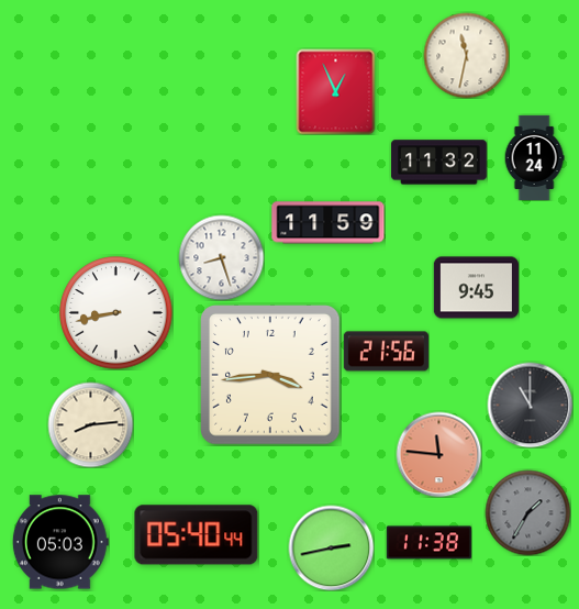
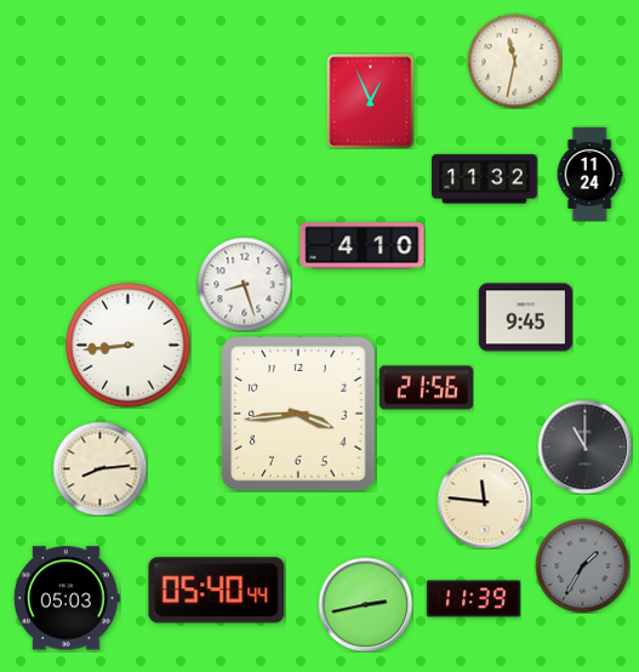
clock at (329, 223): 11:59 -> 4:10
clock at (116, 313): 8:43 -> 8:44
clock at (438, 454) dial: salmon -> cream
clock at (428, 543): 11:38 -> 11:39
